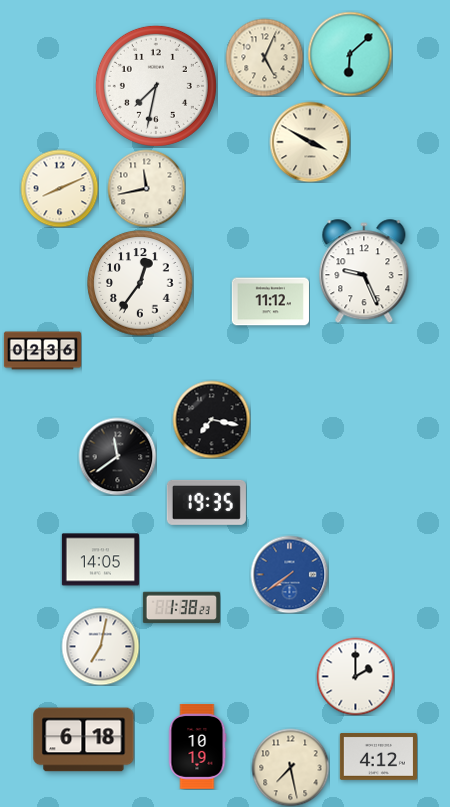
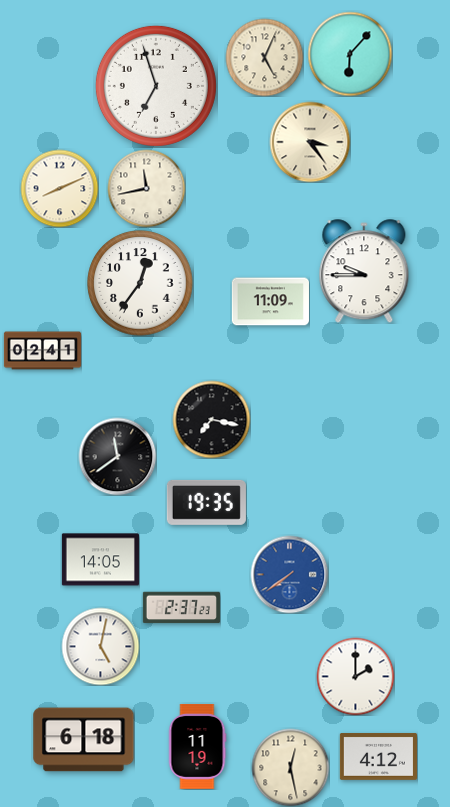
clock at (350, 54): 6:08 -> 6:07
clock at (156, 86): 7:32 -> 6:57
clock at (310, 142): 3:50 -> 3:24
clock at (364, 271): 9:26 -> 9:45
clock at (270, 302): 11:12 -> 11:09
clock at (42, 351): 02:36 -> 02:41
clock at (181, 608): 1:38 -> 2:37
clock at (100, 646): 7:02 -> 5:02
clock at (197, 747): 10:19 -> 11:19
clock at (290, 767): 7:28 -> 12:28
